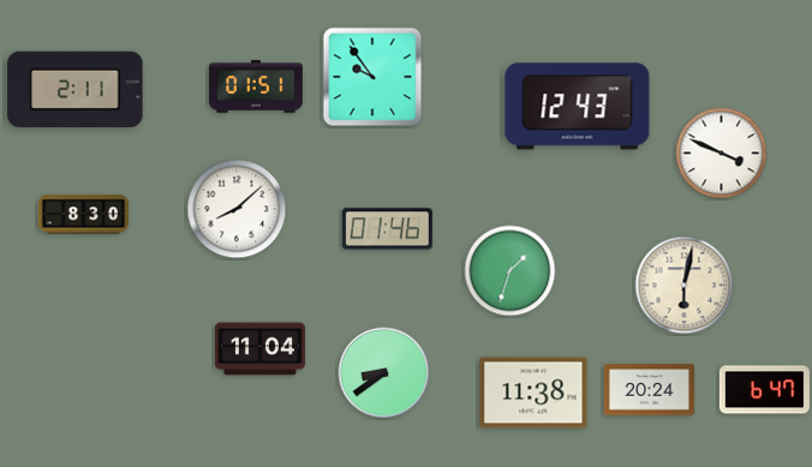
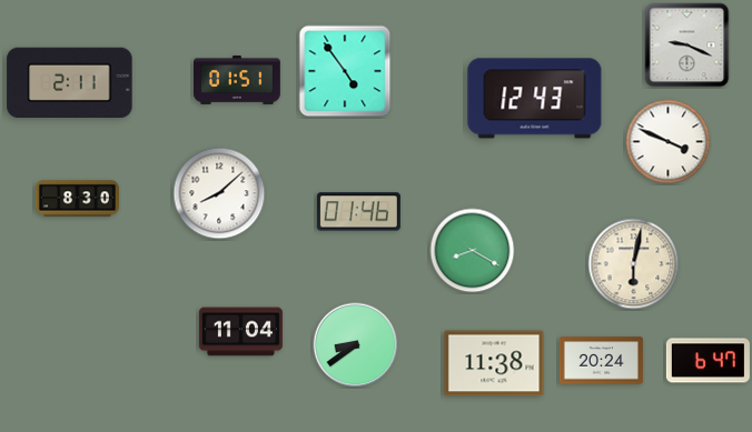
clock at (687, 46): none -> 9:19
clock at (372, 77): 9:54 -> 4:54
clock at (511, 271): 1:33 -> 8:20
clock at (259, 349) position: (259, 349) -> (240, 332)
